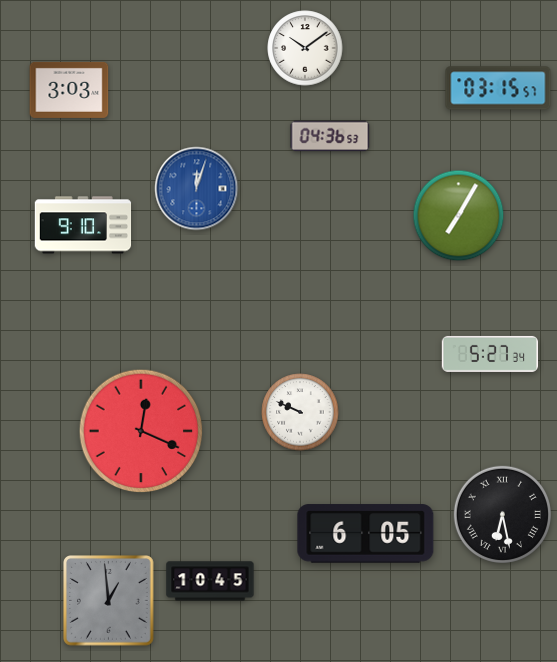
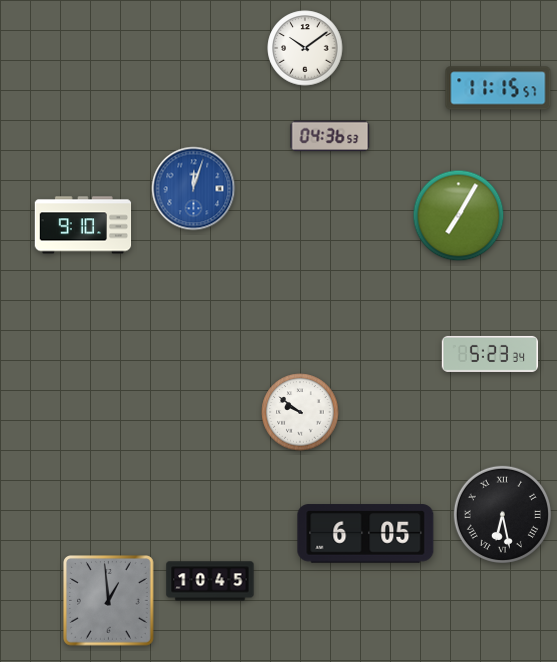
clock at (498, 88): 03:15 -> 11:15
clock at (69, 90): 3:03 -> none
clock at (197, 189) position: (197, 189) -> (194, 189)
clock at (490, 354): 5:27 -> 5:23
clock at (300, 412): 9:49 -> 9:51
clock at (141, 431): 12:19 -> none
